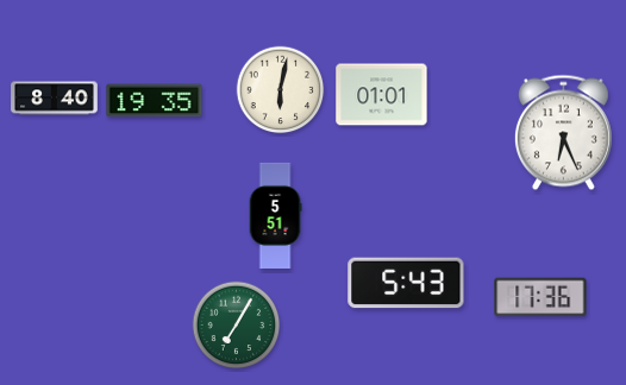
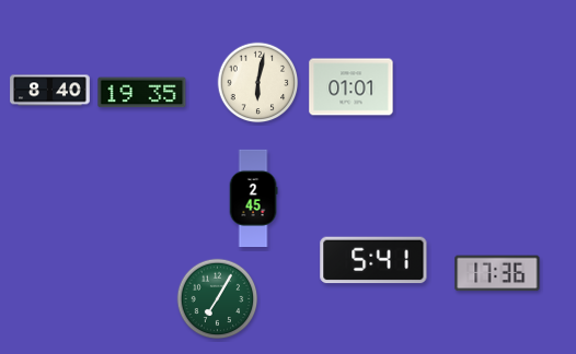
clock at (563, 133): 6:26 -> none
clock at (275, 215): 5:51 -> 2:45
clock at (406, 283): 5:43 -> 5:41
